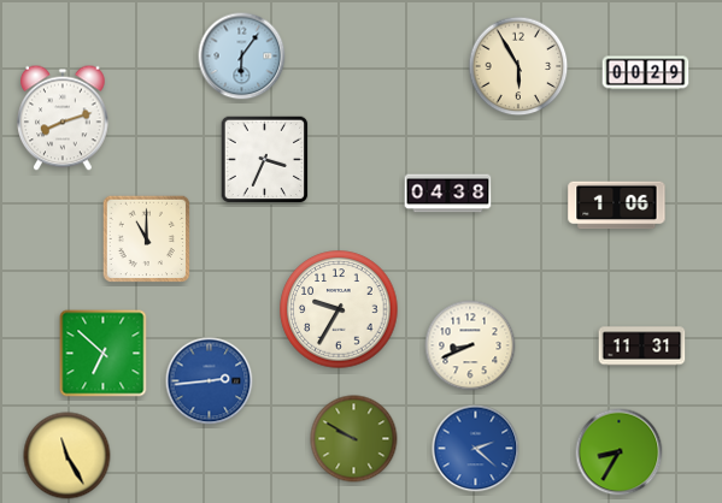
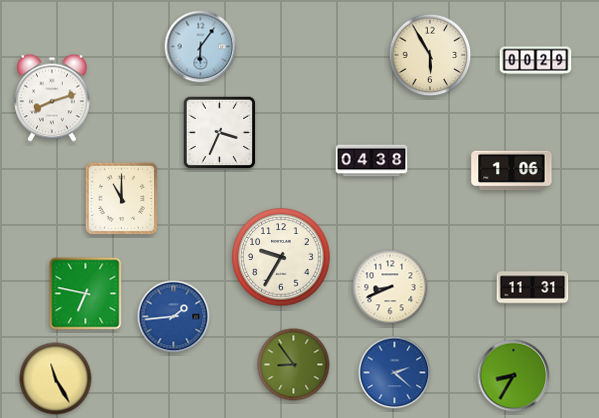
clock at (104, 354): 6:52 -> 6:47
clock at (210, 381): 2:44 -> 1:44
clock at (354, 439): 9:50 -> 8:54
